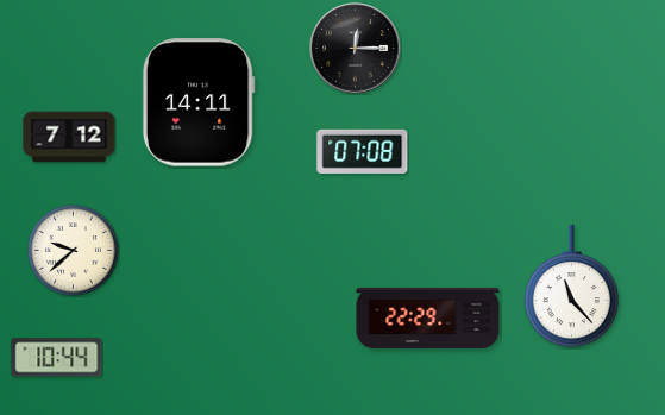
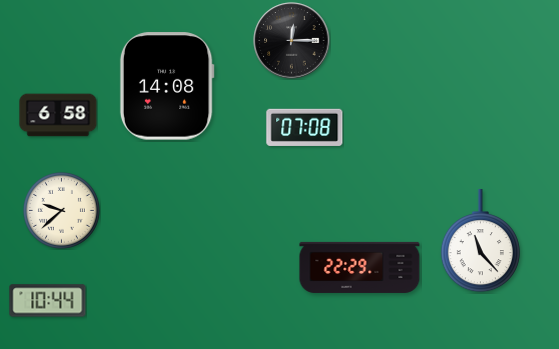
clock at (356, 49) position: (356, 49) -> (292, 41)
clock at (199, 102): 14:11 -> 14:08
clock at (69, 137): 7:12 -> 6:58
